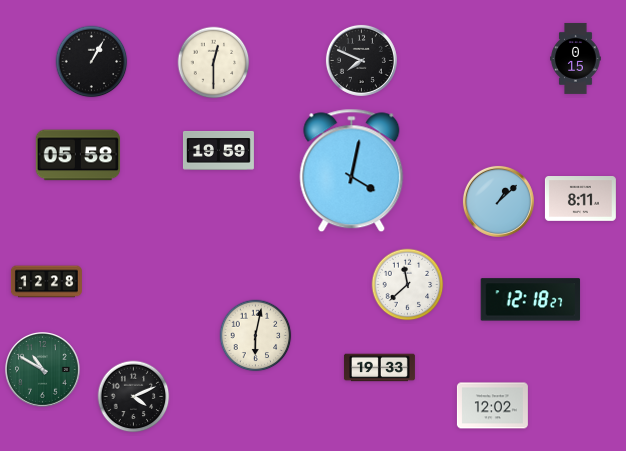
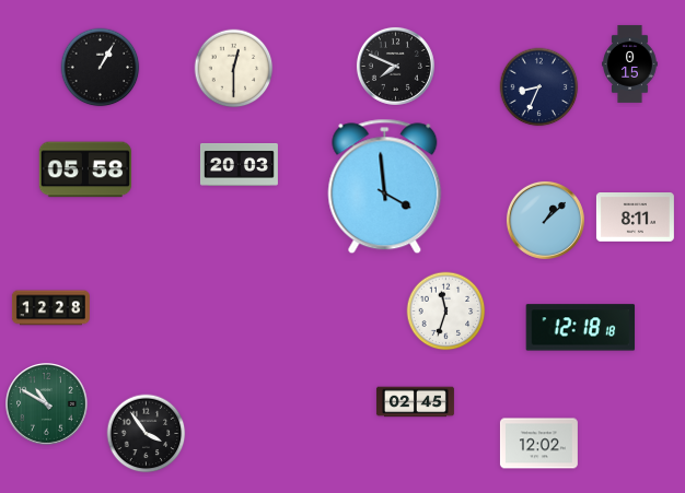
clock at (539, 87): none -> 8:34
clock at (218, 151): 19:59 -> 20:03
clock at (352, 171): 4:02 -> 3:59
clock at (408, 285): 11:38 -> 11:33
clock at (531, 300): 12:18:27 -> 12:18:18
clock at (256, 336): 6:02 -> none
clock at (379, 368): 19:33 -> 02:45
clock at (134, 397): 4:11 -> 3:54
